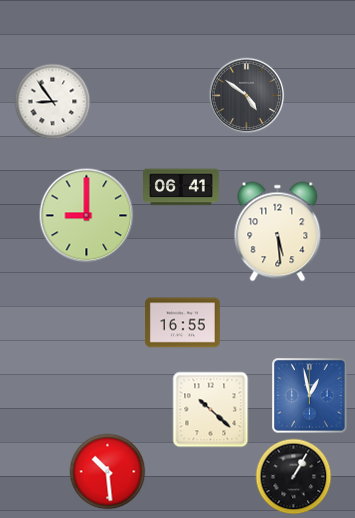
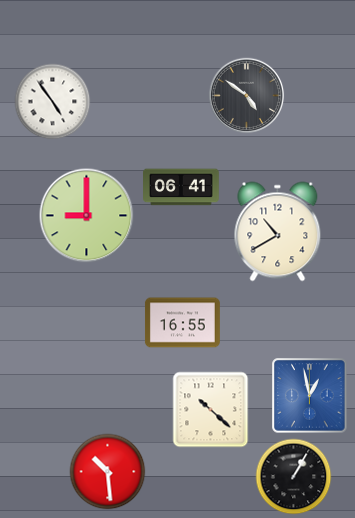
clock at (53, 102): 8:54 -> 4:54
clock at (278, 232): 5:29 -> 10:40
